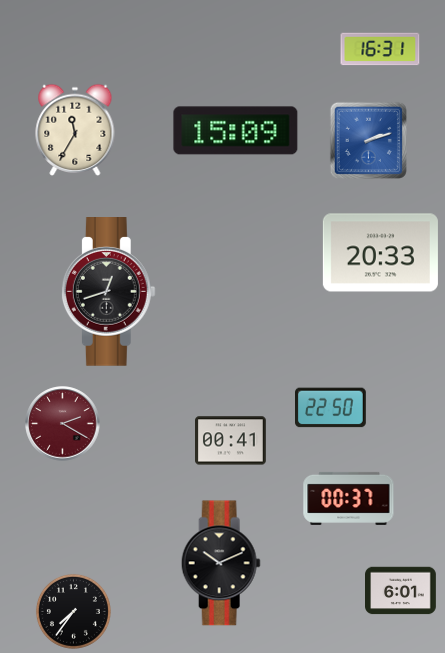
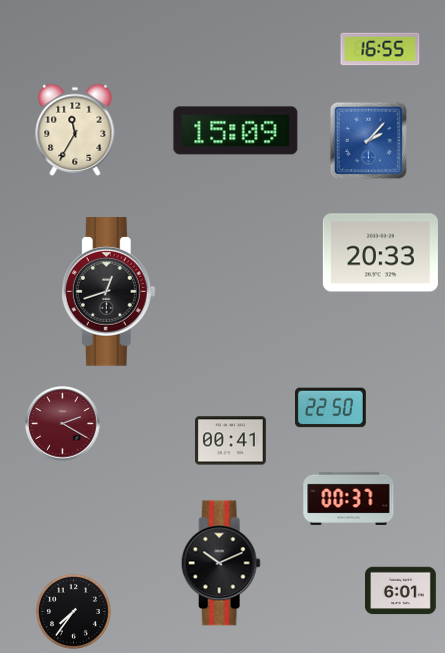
clock at (380, 49): 16:31 -> 16:55
clock at (368, 140): 2:12 -> 2:07
